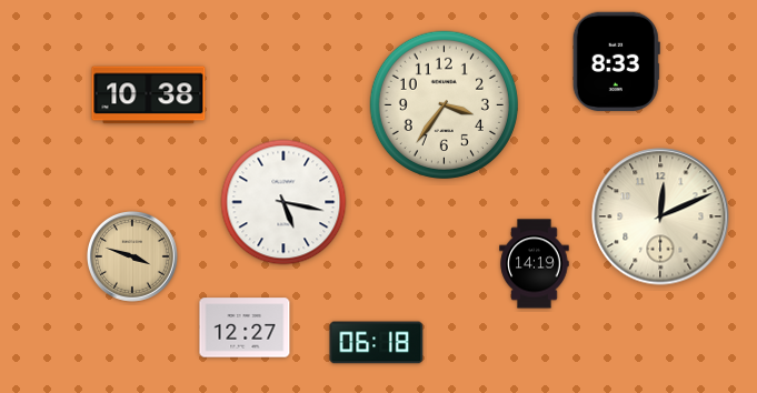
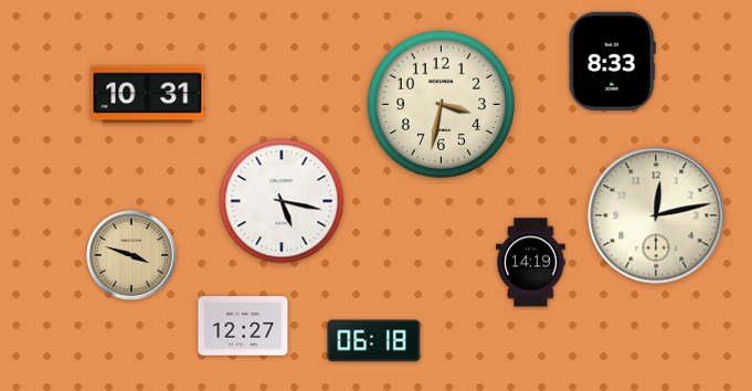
clock at (149, 95): 10:38 -> 10:31
clock at (444, 104): 3:36 -> 3:32
clock at (660, 216): 12:11 -> 12:13
